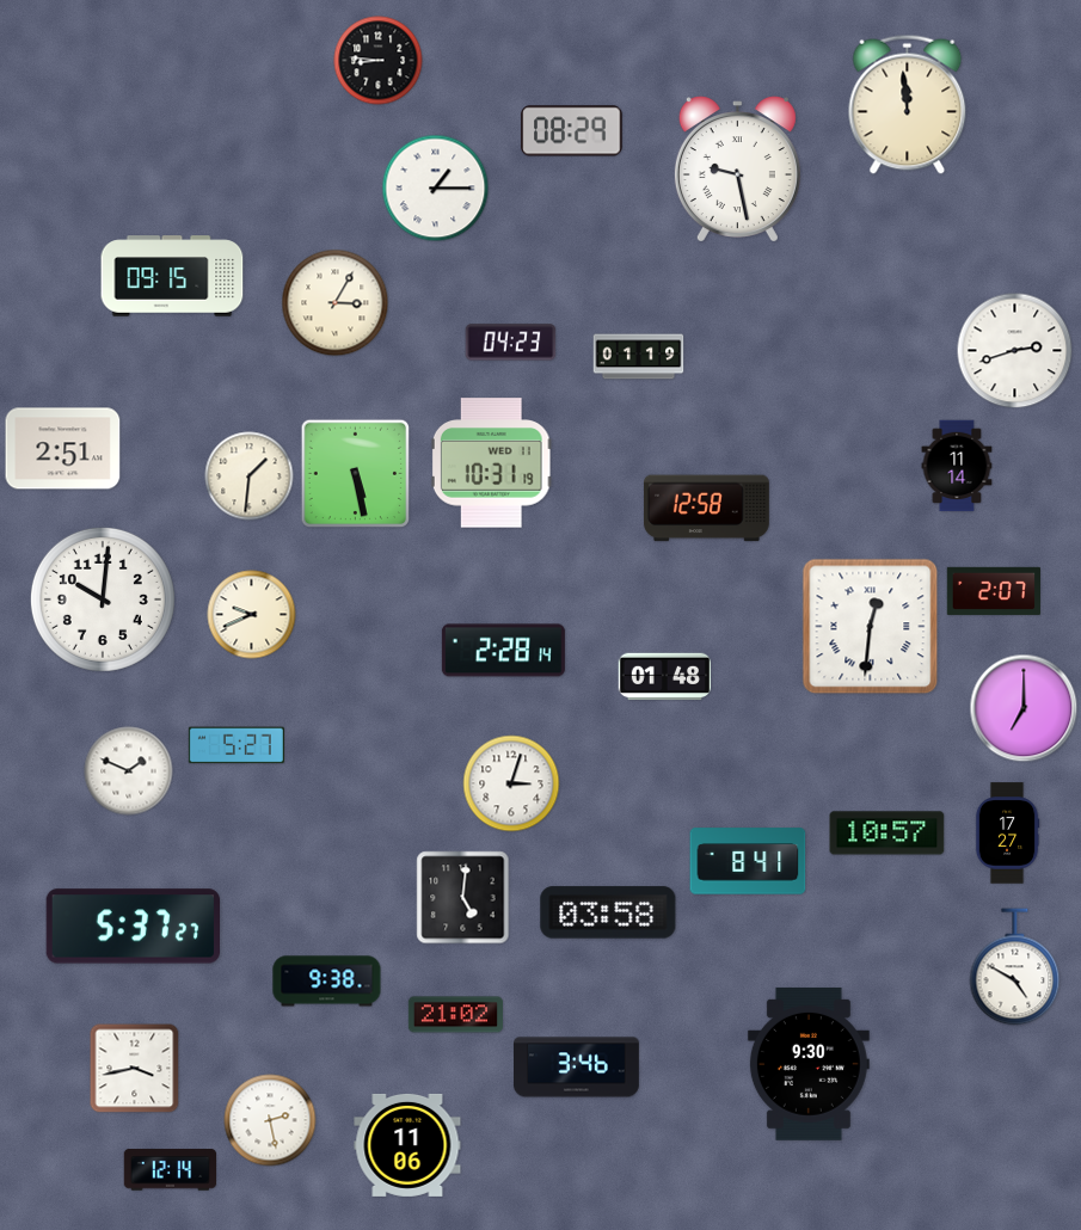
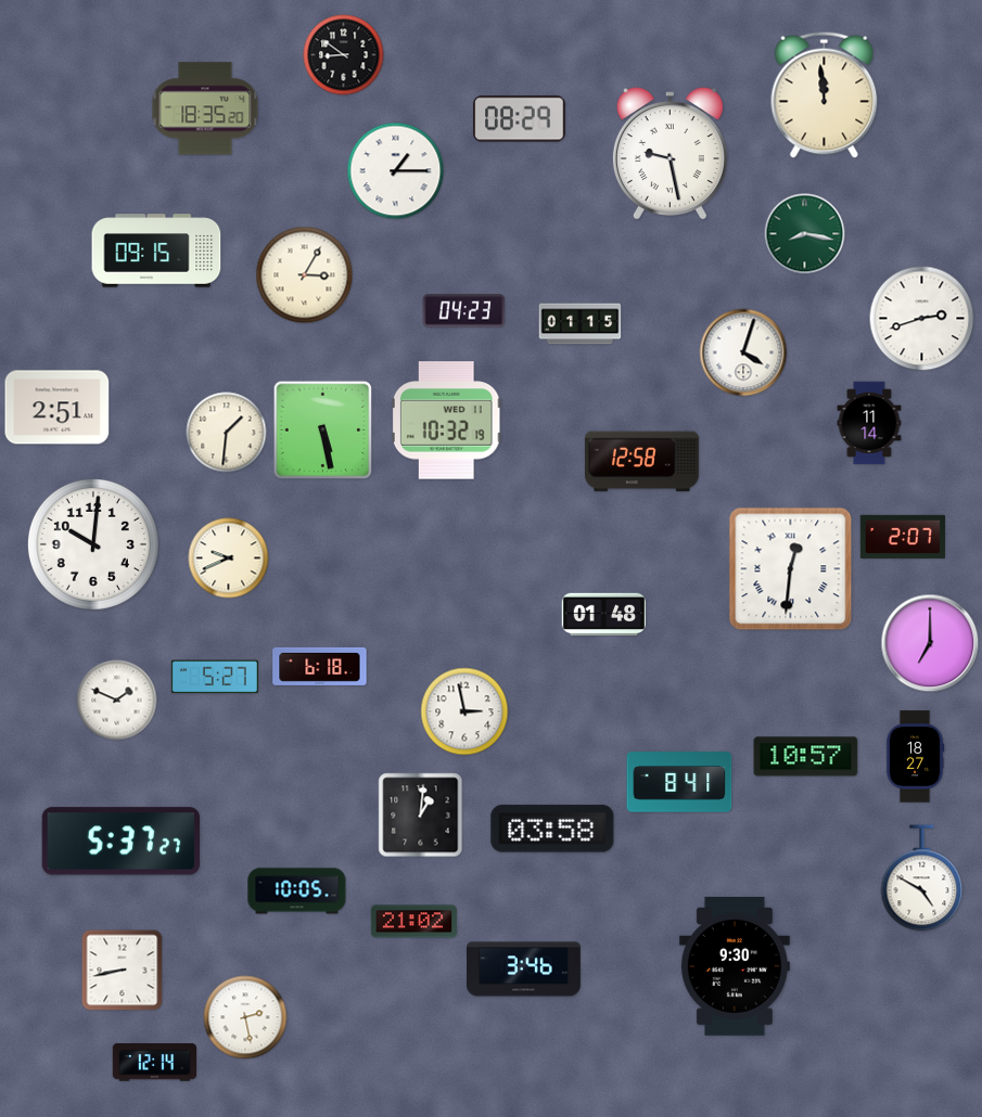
clock at (379, 61): 8:46 -> 8:51
clock at (205, 108): none -> 18:35
clock at (805, 234): none -> 8:17
clock at (639, 357): 01:19 -> 01:15
clock at (743, 352): none -> 4:03
clock at (491, 463): 10:31 -> 10:32
clock at (503, 651): 2:28 -> none
clock at (320, 666): none -> 6:18
clock at (511, 783): 3:03 -> 2:58
clock at (1007, 834): 17:27 -> 18:27
clock at (463, 898): 5:01 -> 1:01
clock at (327, 982): 9:38 -> 10:05
clock at (135, 1069): 3:43 -> 8:43
clock at (407, 1145): 11:06 -> none
